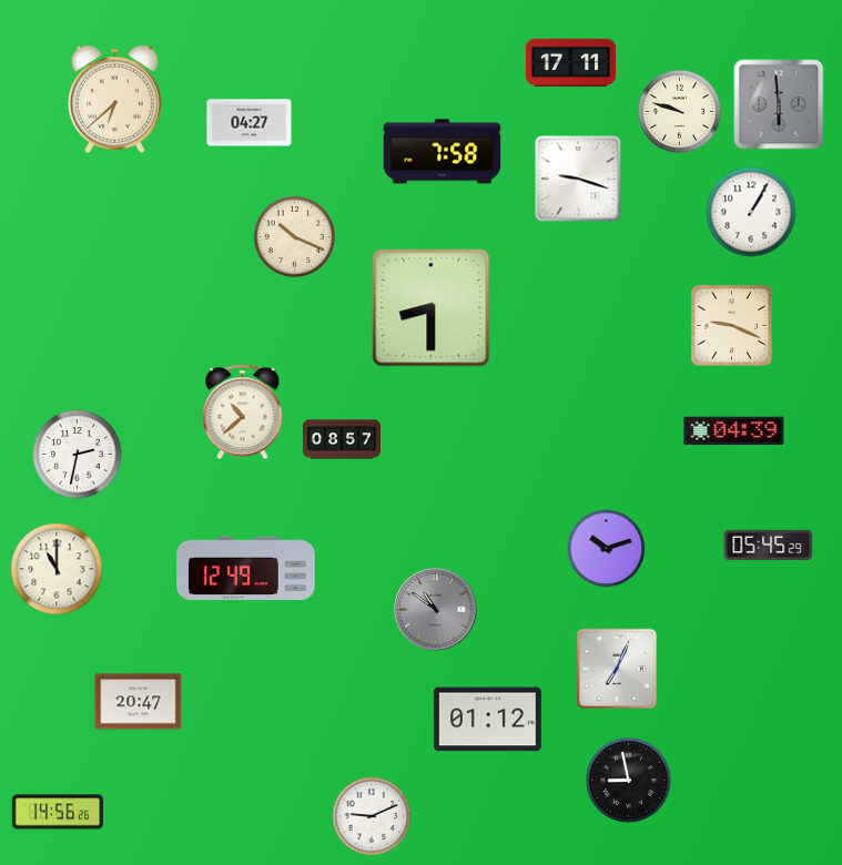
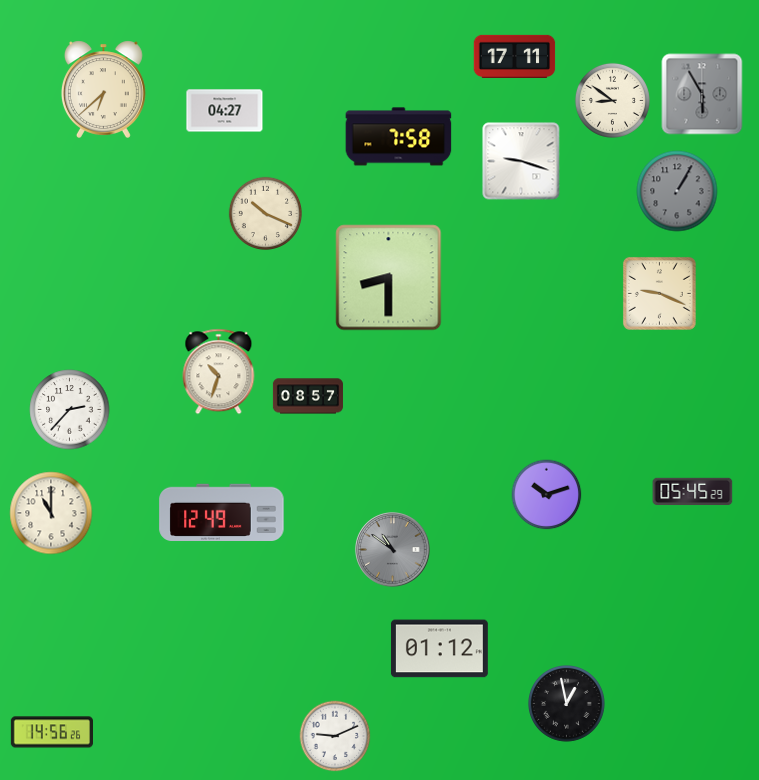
clock at (779, 104): 5:59 -> 5:55
clock at (679, 111): 9:48 -> 8:51
clock at (751, 212) dial: white -> grey
clock at (243, 413): 10:38 -> 10:33
clock at (734, 431): 04:39 -> none
clock at (78, 455): 2:32 -> 2:37
clock at (616, 668): 7:04 -> none
clock at (139, 702): 20:47 -> none
clock at (629, 781): 8:58 -> 12:58
